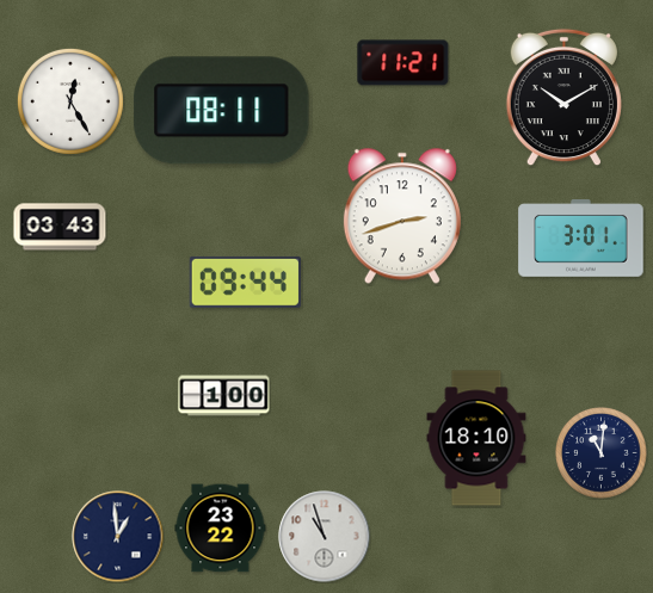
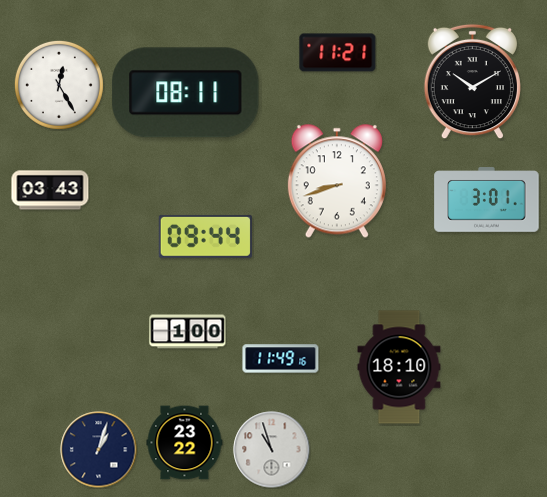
clock at (402, 216): 2:42 -> 8:42
clock at (281, 359): none -> 11:49
clock at (602, 453): 11:01 -> none
clock at (118, 537): 12:59 -> 1:03
